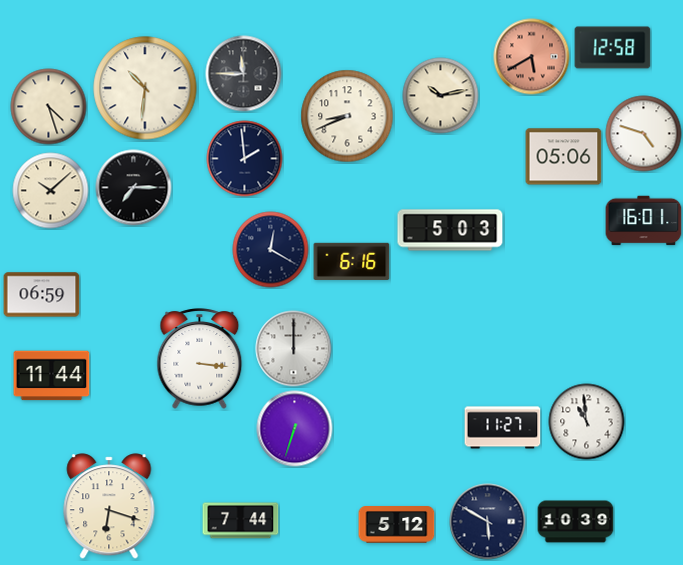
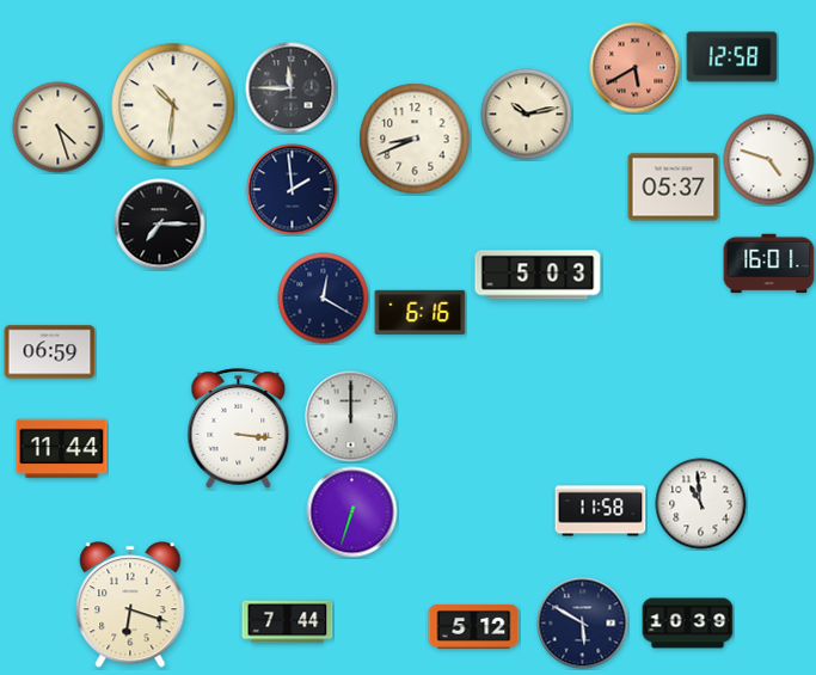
clock at (564, 157): 05:06 -> 05:37
clock at (51, 191): 10:08 -> none
clock at (503, 428): 11:27 -> 11:58
